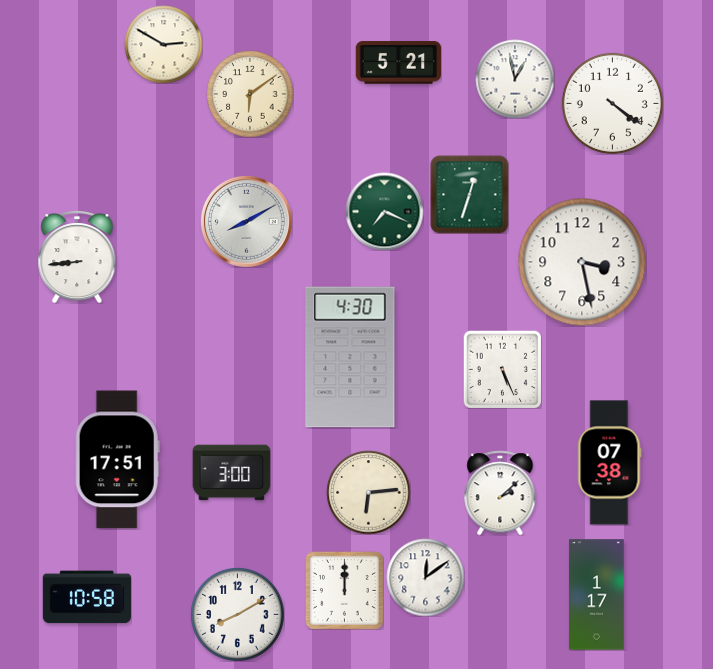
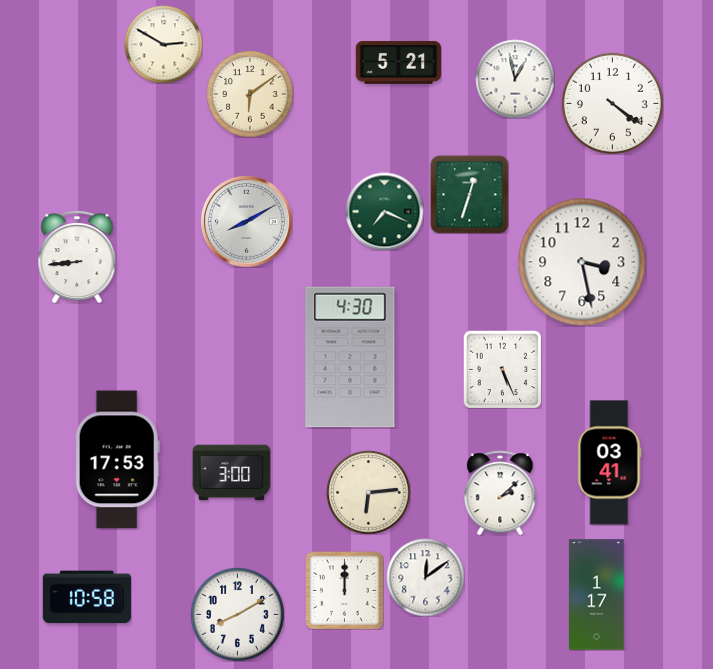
clock at (117, 460): 17:51 -> 17:53
clock at (609, 463): 07:38 -> 03:41
